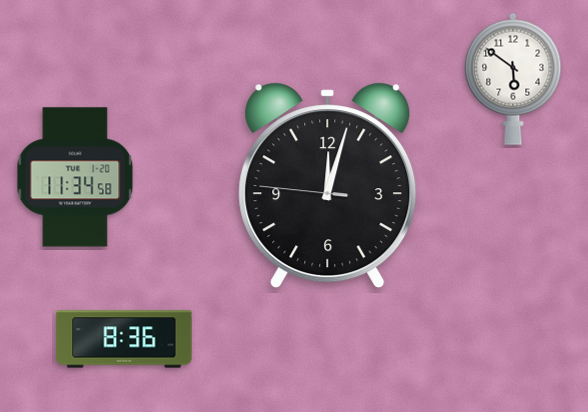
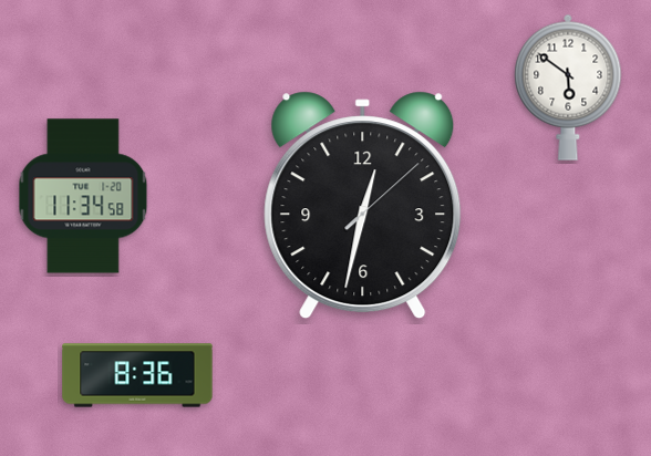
clock at (328, 186): 12:02 -> 12:32
